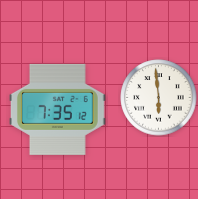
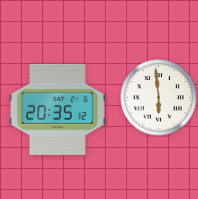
clock at (58, 109): 7:35 -> 20:35
